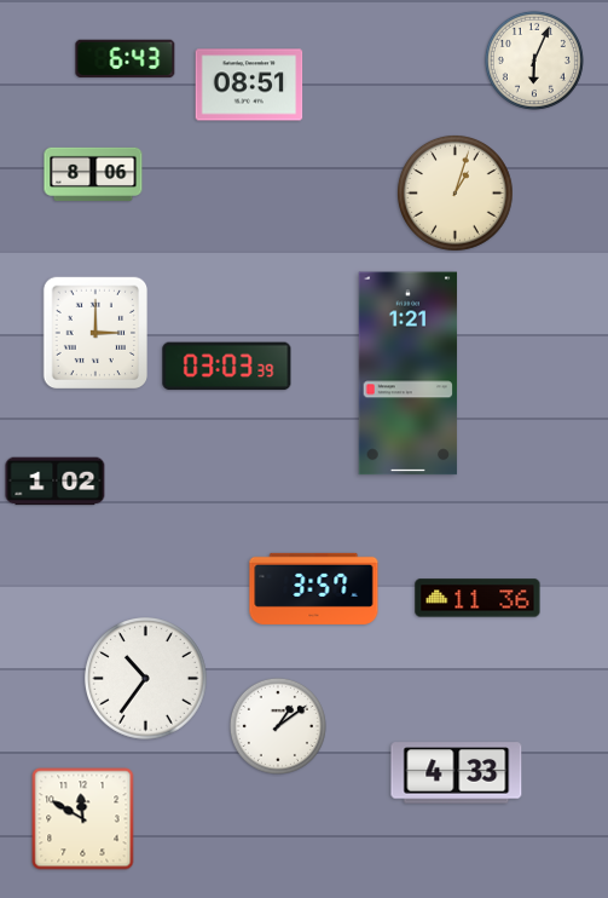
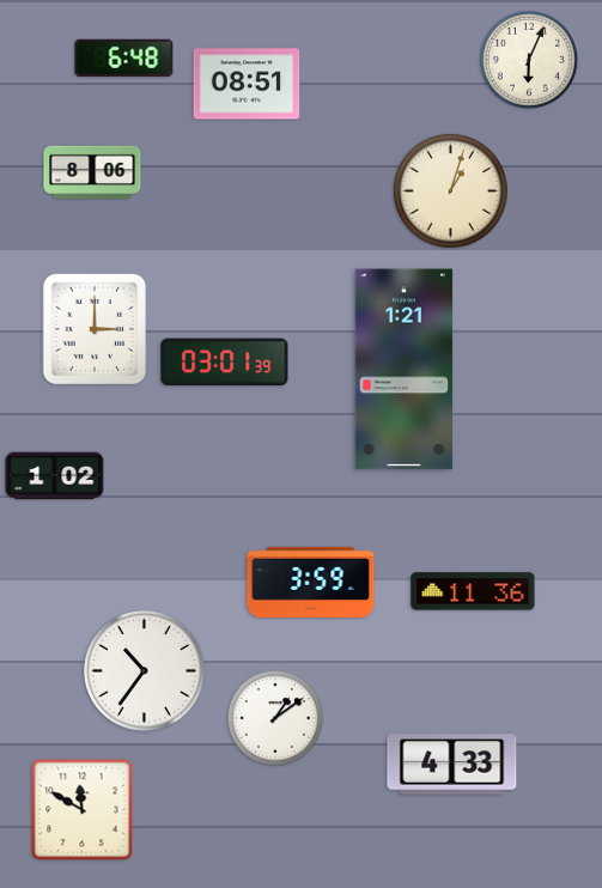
clock at (126, 58): 6:43 -> 6:48
clock at (227, 367): 03:03 -> 03:01
clock at (314, 588): 3:57 -> 3:59
